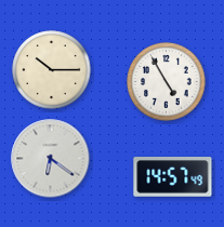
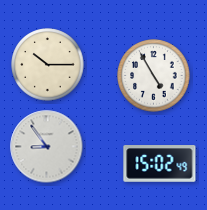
clock at (51, 159): 6:21 -> 8:54
clock at (173, 177): 14:57 -> 15:02
